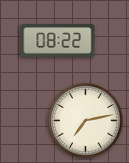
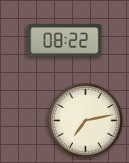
clock at (58, 41) position: (58, 41) -> (65, 41)
